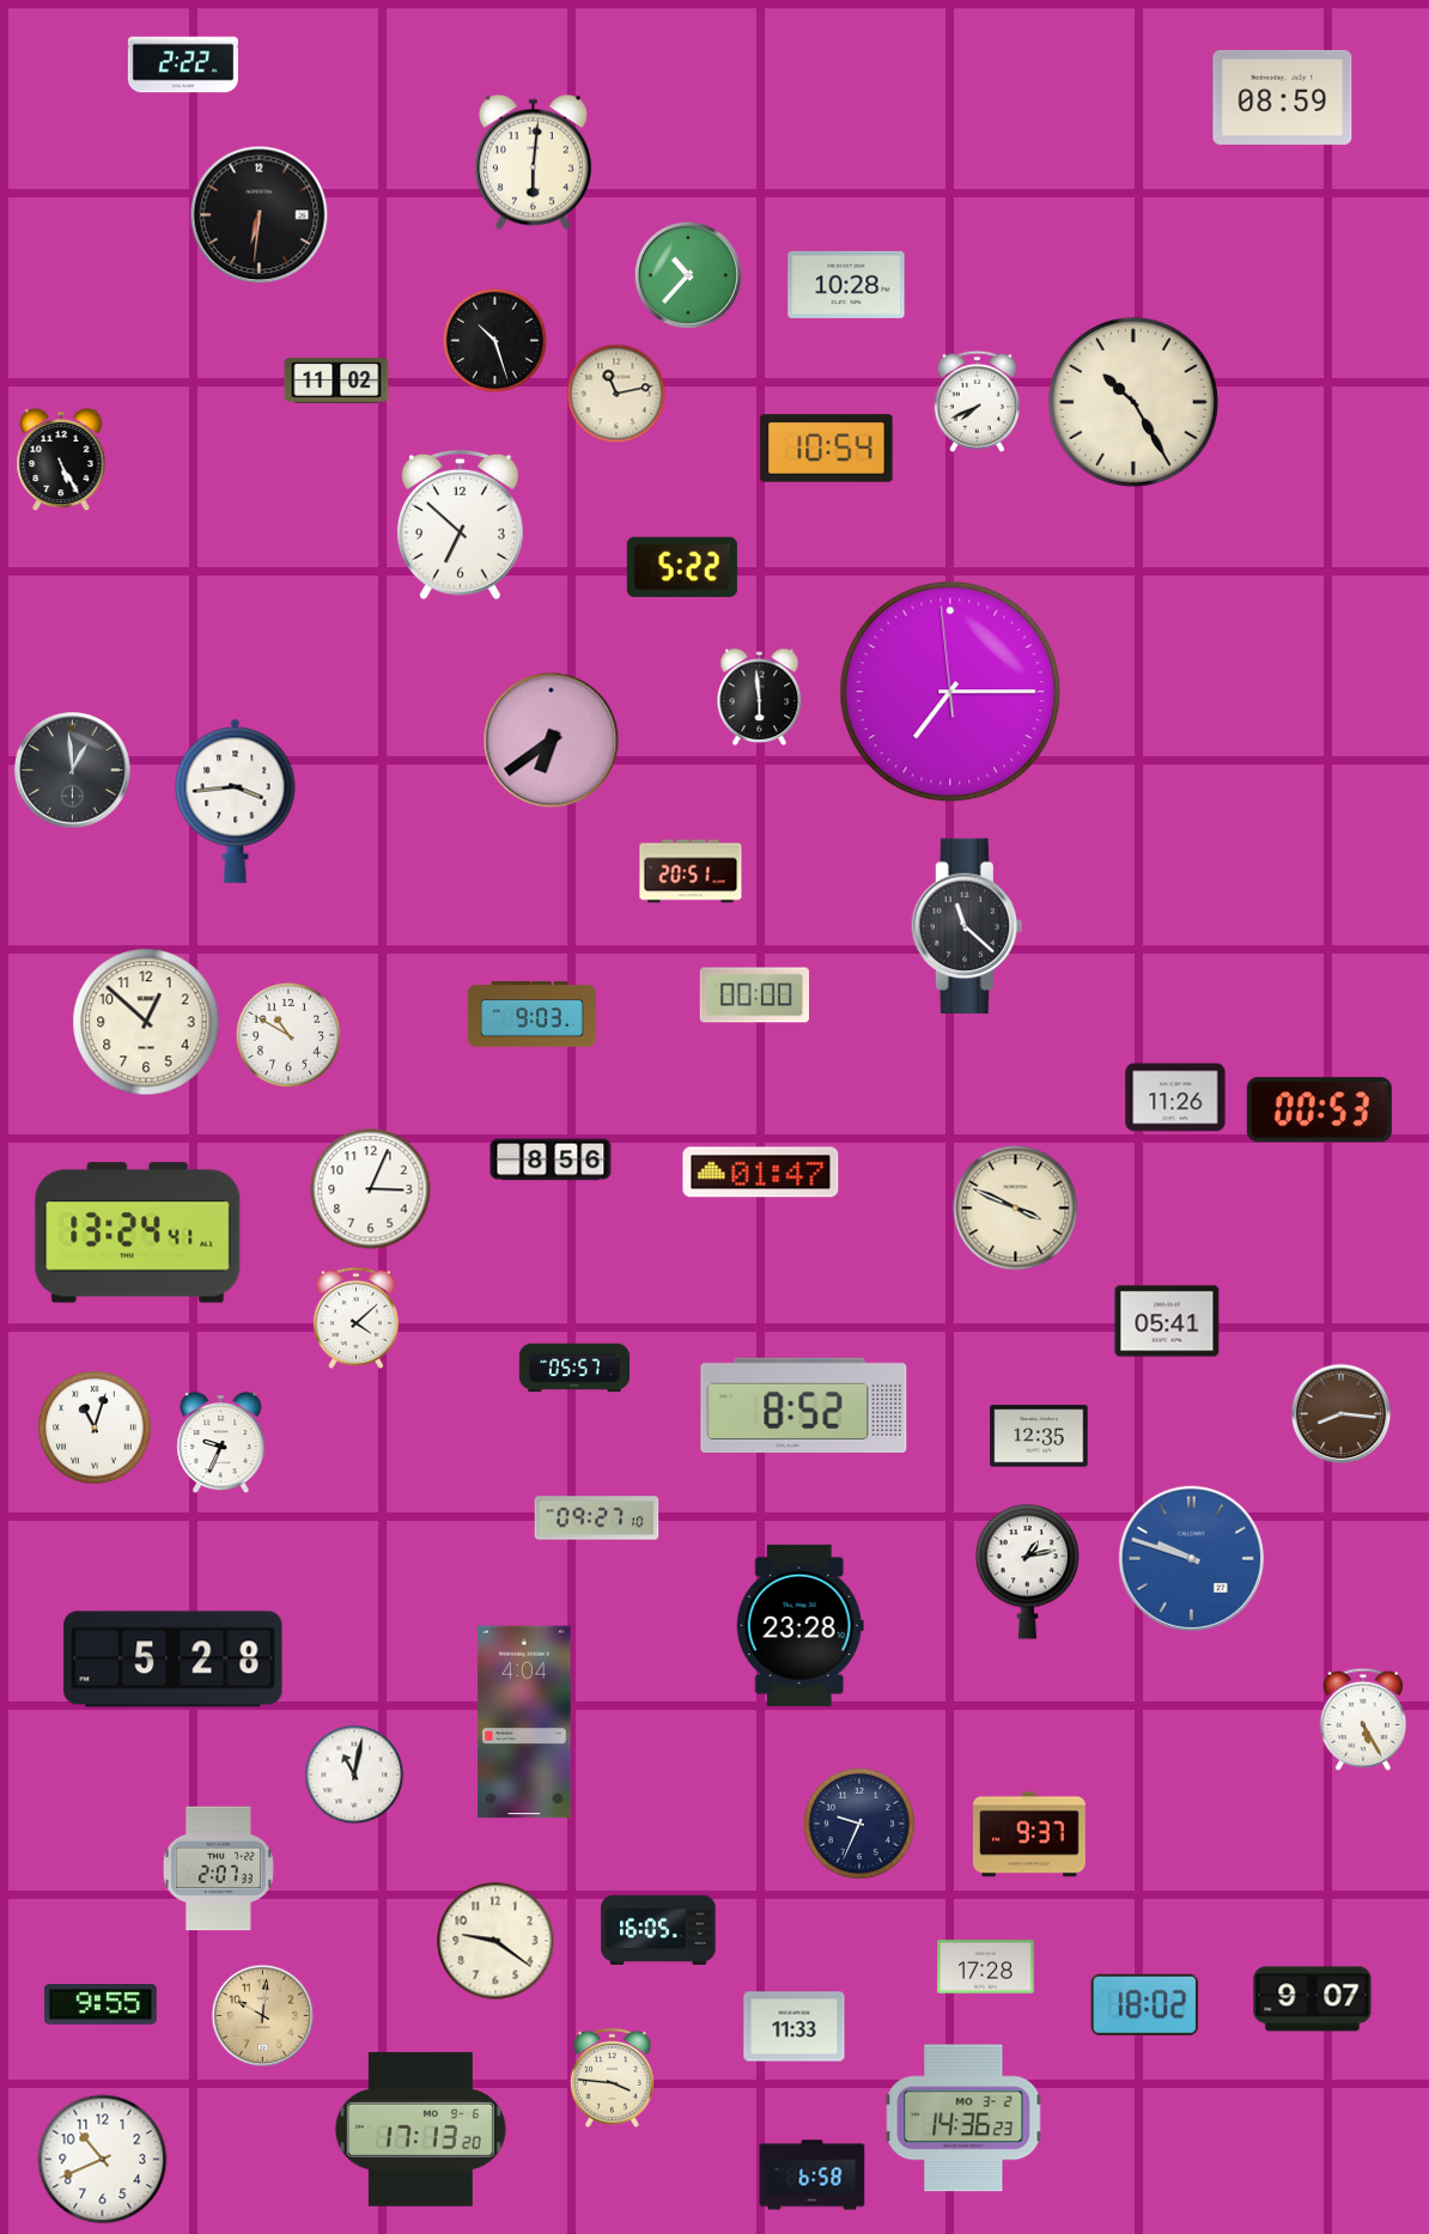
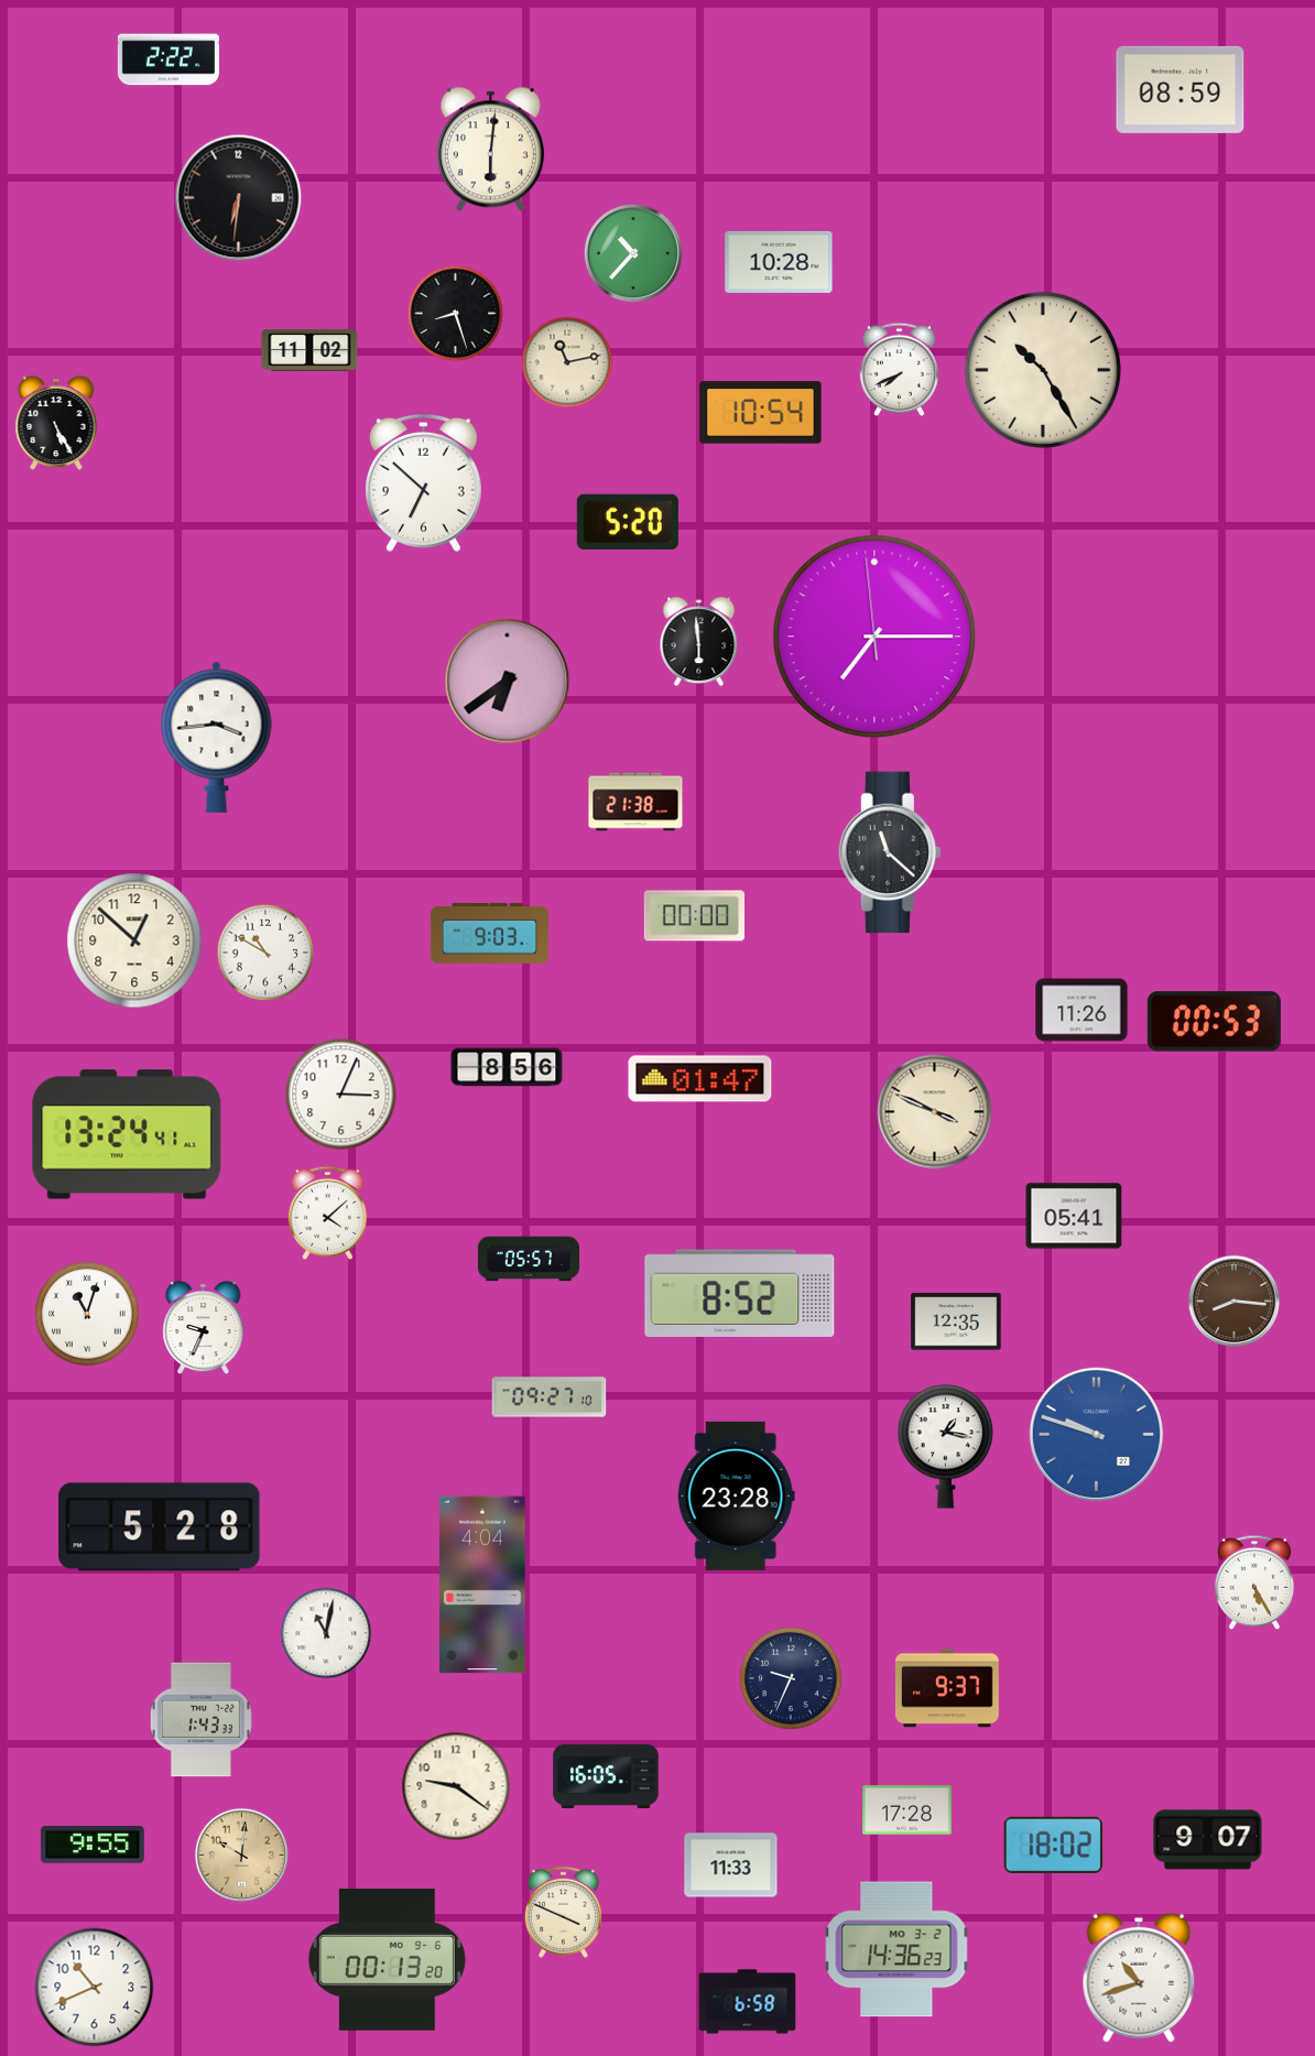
clock at (495, 341): 10:27 -> 8:27
clock at (682, 567): 5:22 -> 5:20
clock at (73, 771): 12:59 -> none
clock at (691, 871): 20:51 -> 21:38
clock at (1027, 1571): 1:13 -> 1:17
clock at (218, 1869): 2:07 -> 1:43
clock at (612, 2077): 3:46 -> 3:49
clock at (963, 2118) position: (963, 2118) -> (896, 1949)
clock at (420, 2129): 17:13 -> 00:13
clock at (1139, 1978): none -> 10:42
